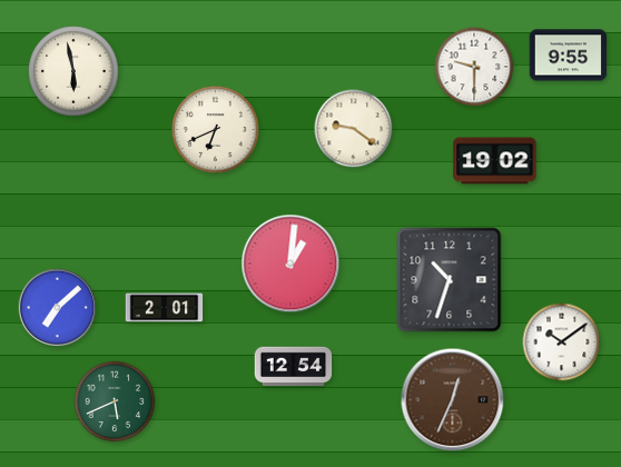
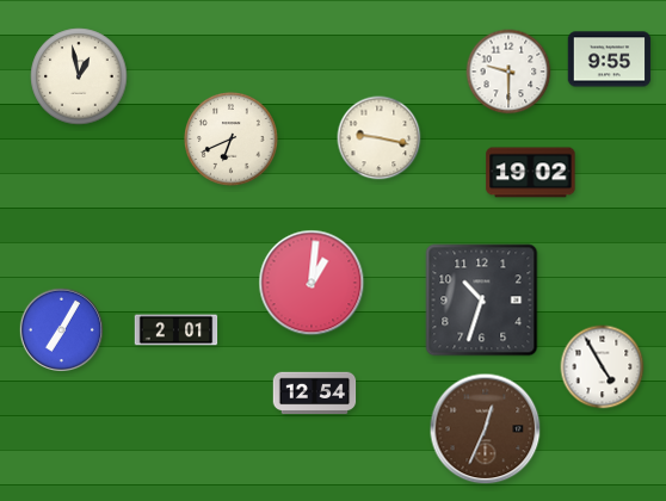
clock at (73, 71): 5:58 -> 12:58
clock at (354, 129): 9:21 -> 9:17
clock at (57, 307): 7:08 -> 7:05
clock at (562, 342): 10:09 -> 4:55
clock at (115, 401): 5:41 -> none
